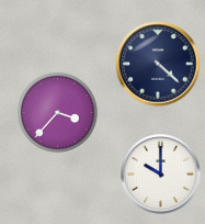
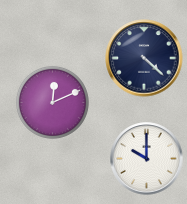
clock at (57, 112): 3:37 -> 12:11
